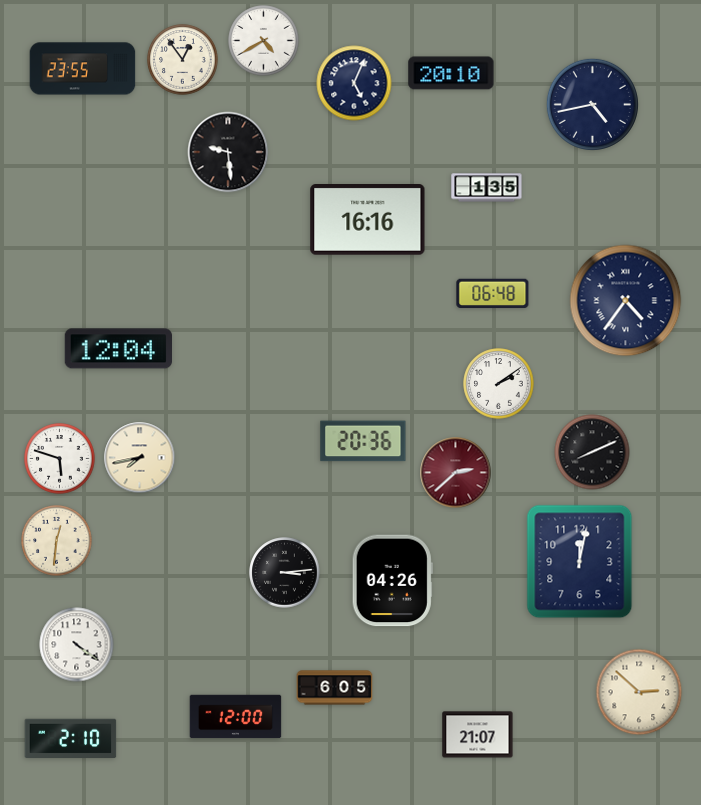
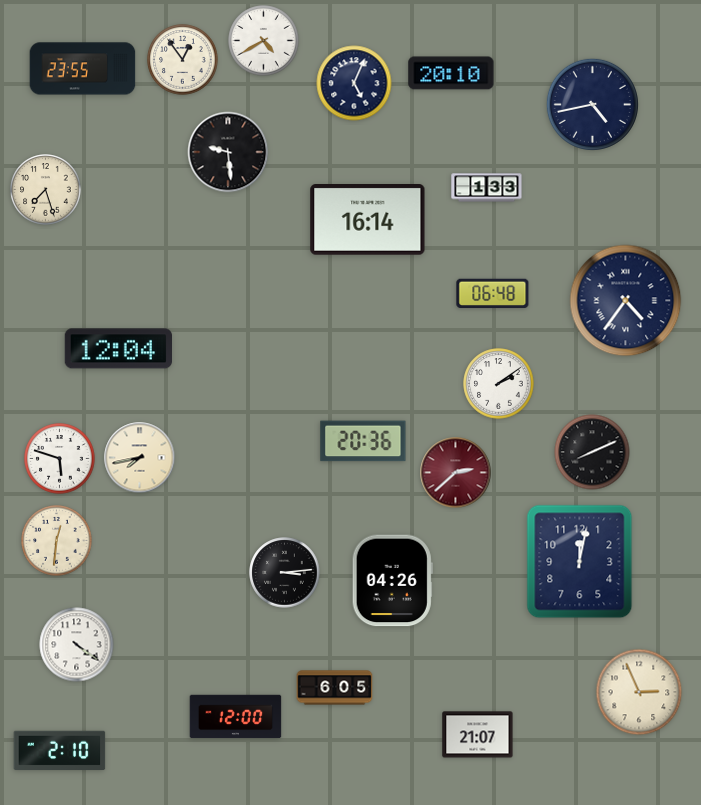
clock at (487, 188): 1:35 -> 1:33
clock at (46, 190): none -> 7:27
clock at (368, 220): 16:16 -> 16:14
clock at (639, 692): 2:52 -> 2:56
clock at (71, 739) position: (71, 739) -> (60, 751)
